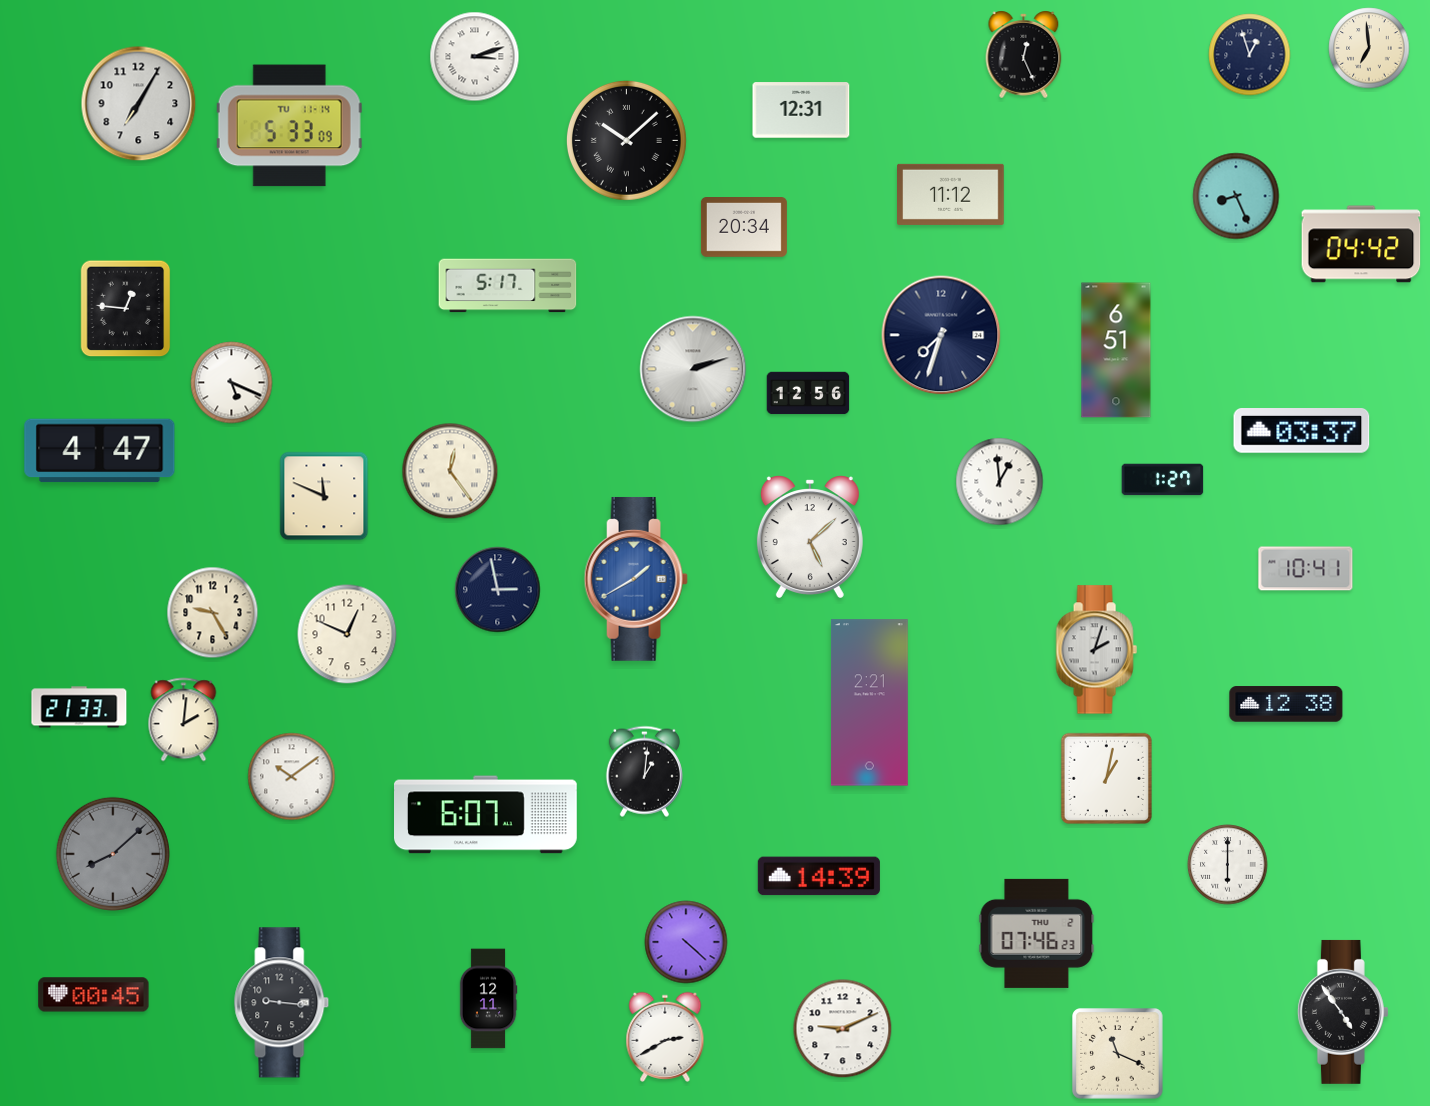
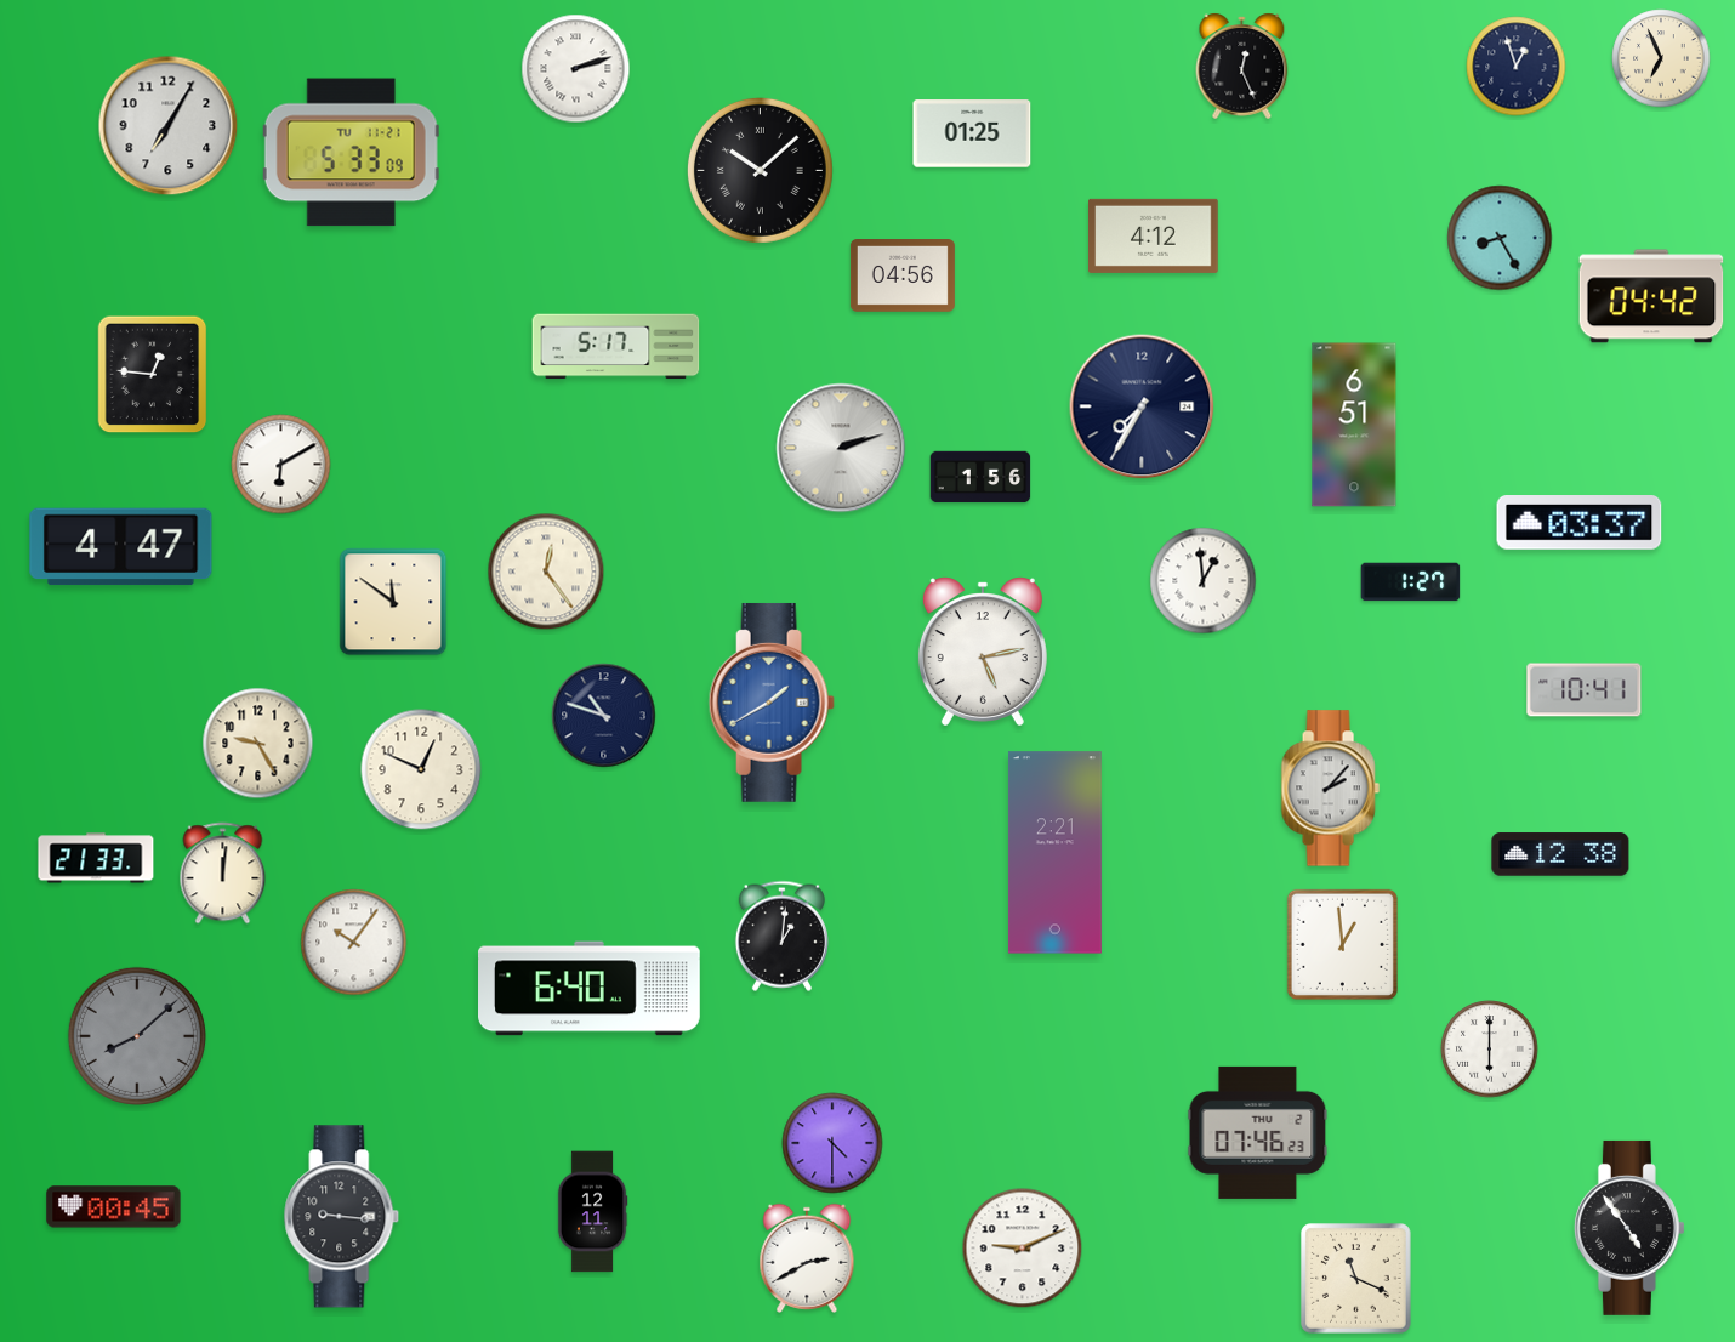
clock at (1369, 48): 6:59 -> 6:56
clock at (475, 57): 3:12 -> 2:12
clock at (801, 110): 12:31 -> 01:25
clock at (289, 126) date: TU 11-14 -> TU 11-21
clock at (951, 194): 11:12 -> 4:12
clock at (1236, 196): 8:26 -> 8:25
clock at (744, 228): 20:34 -> 04:56
clock at (941, 335): 7:33 -> 7:35
clock at (232, 383): 5:19 -> 6:10
clock at (808, 393): 12:56 -> 1:56
clock at (1000, 482) position: (1000, 482) -> (1204, 581)
clock at (324, 496): 11:49 -> 11:51
clock at (810, 537): 5:08 -> 5:13
clock at (498, 590): 2:58 -> 10:48
clock at (1096, 650): 2:03 -> 2:07
clock at (184, 720): 2:01 -> 12:01
clock at (292, 777): 10:09 -> 10:06
clock at (1106, 778): 1:02 -> 12:59
clock at (486, 815): 6:07 -> 6:40
clock at (819, 876): 14:39 -> none
clock at (686, 942): 4:22 -> 4:30
